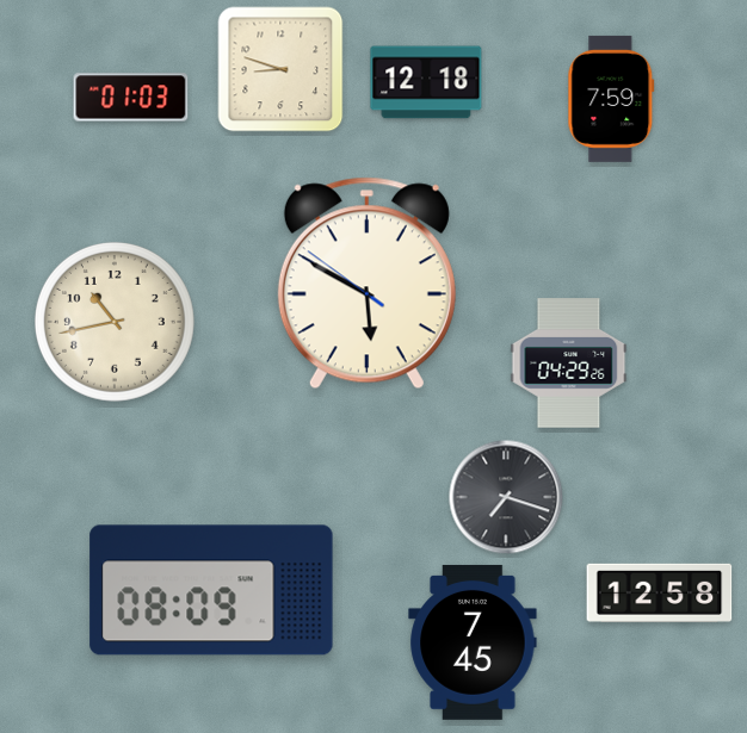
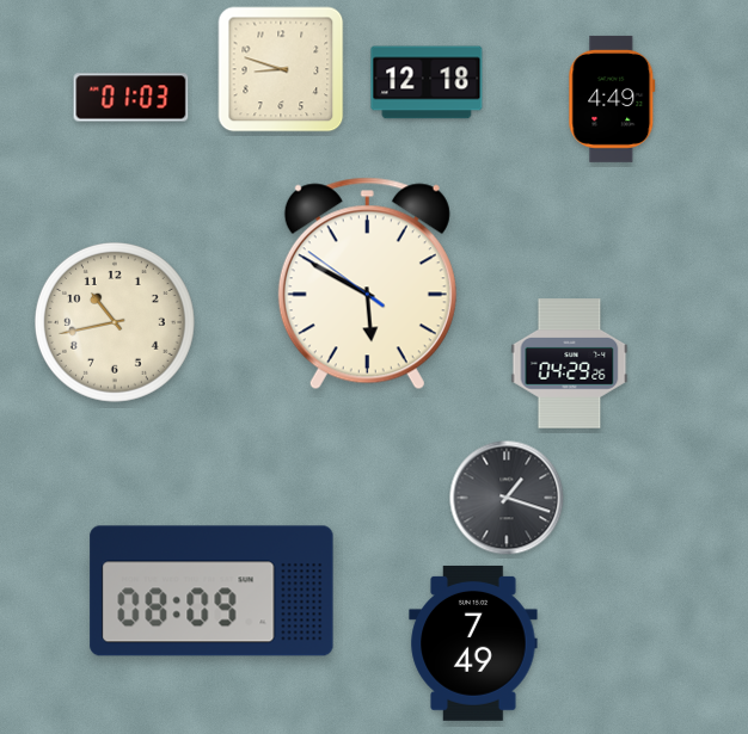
clock at (611, 99): 7:59 -> 4:49
clock at (506, 497): 7:18 -> 1:18
clock at (660, 592): 12:58 -> none
clock at (473, 642): 7:45 -> 7:49
